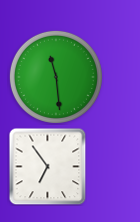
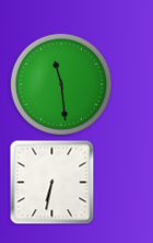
clock at (47, 166): 6:54 -> 6:32
